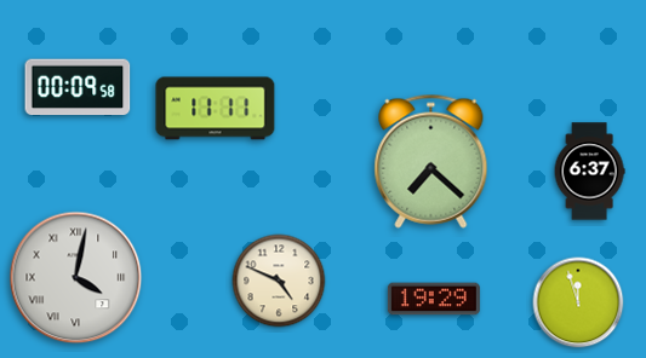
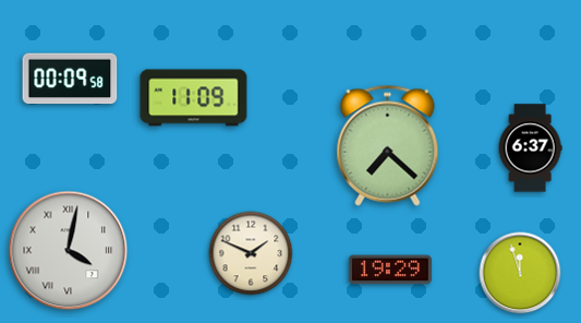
clock at (216, 109): 11:11 -> 11:09
clock at (589, 172) position: (589, 172) -> (530, 148)
clock at (279, 281): 4:49 -> 1:49
